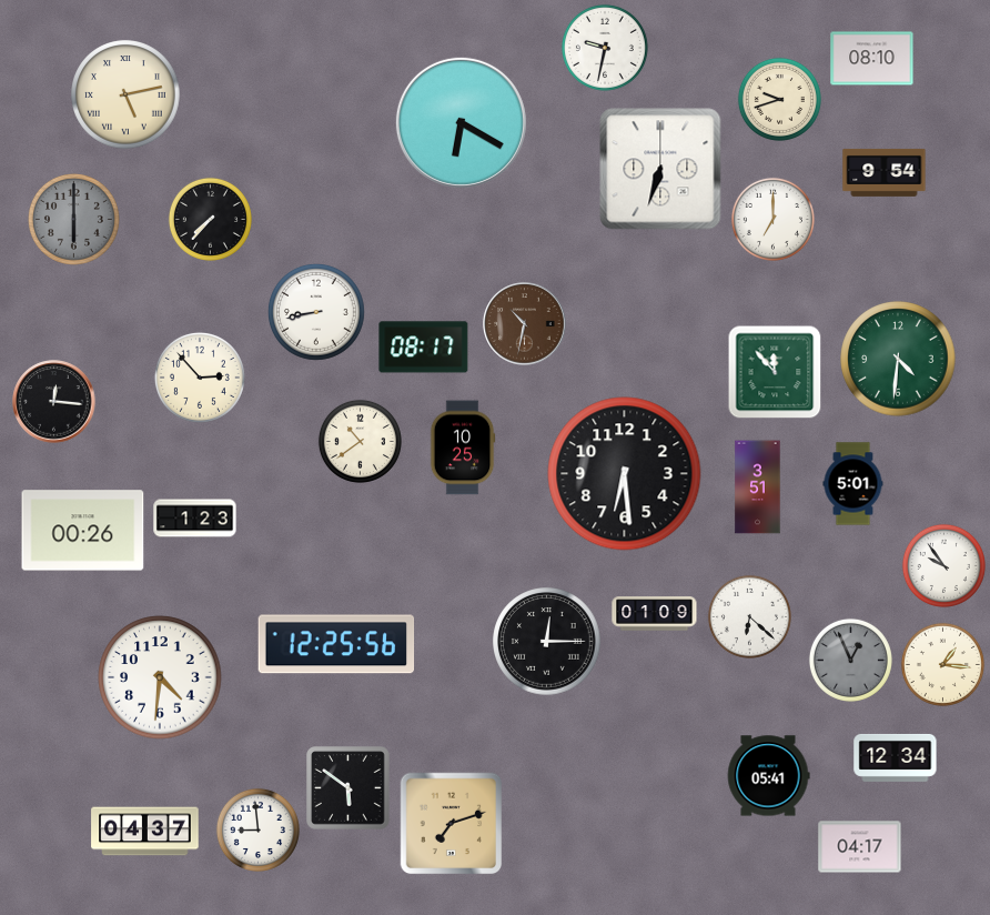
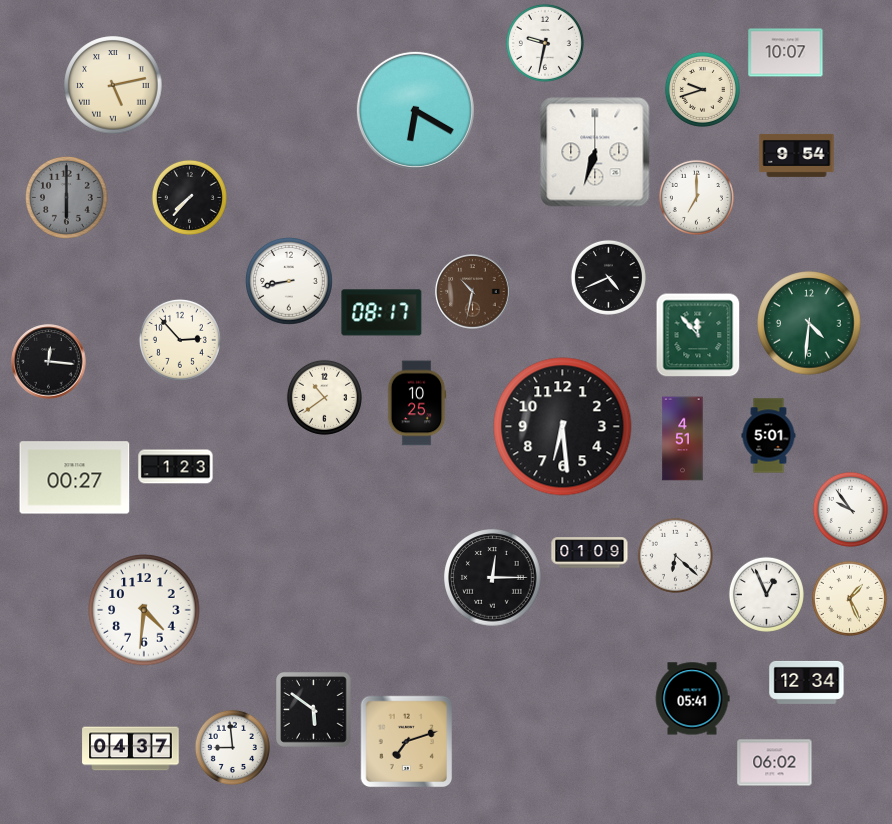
clock at (872, 59): 08:10 -> 10:07
clock at (608, 277): none -> 4:41
clock at (317, 313) position: (317, 313) -> (290, 282)
clock at (758, 487): 3:51 -> 4:51
clock at (83, 531): 00:26 -> 00:27
clock at (336, 644): 12:25 -> none
clock at (850, 660) dial: grey -> white
clock at (942, 664): 1:16 -> 1:26
clock at (860, 847): 04:17 -> 06:02
